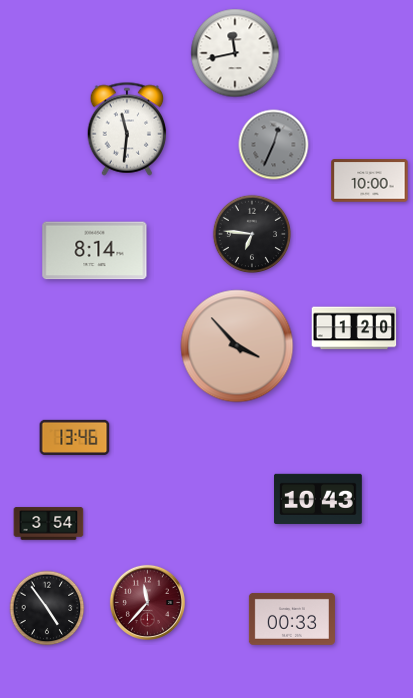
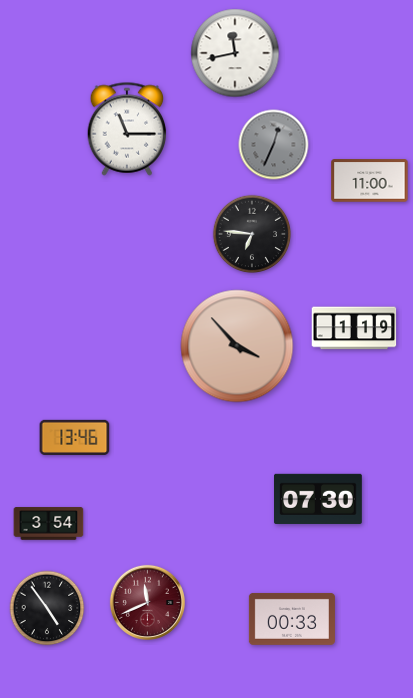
clock at (127, 129): 11:31 -> 11:15
clock at (370, 181): 10:00 -> 11:00
clock at (95, 251): 8:14 -> none
clock at (354, 328): 1:20 -> 1:19
clock at (319, 499): 10:43 -> 07:30
clock at (147, 602): 11:37 -> 11:41
